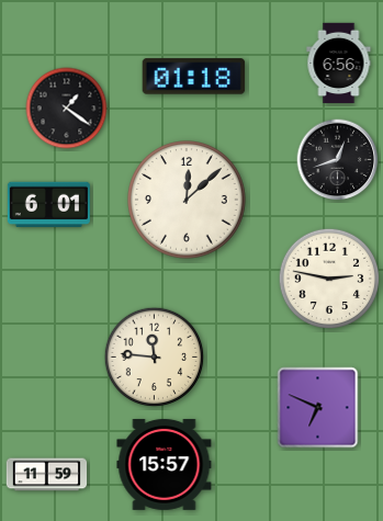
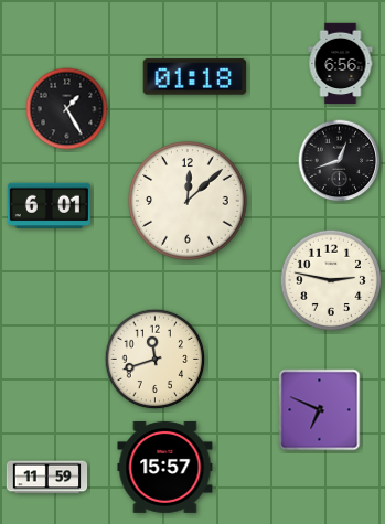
clock at (67, 109): 1:21 -> 1:25
clock at (155, 358): 11:46 -> 11:42
